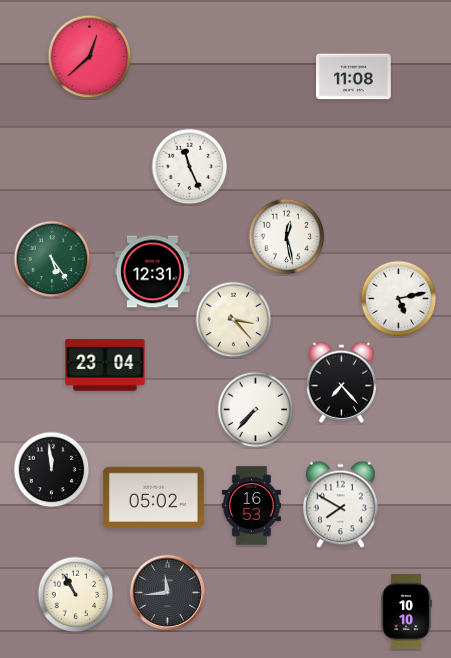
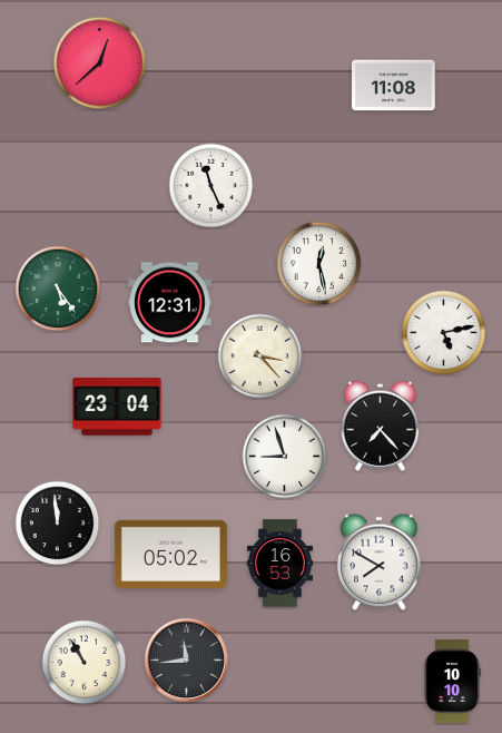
clock at (256, 410): 7:37 -> 8:57
